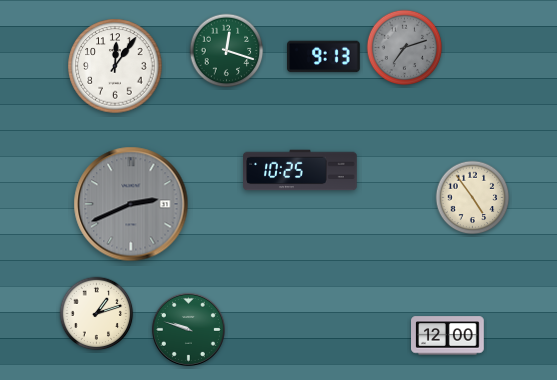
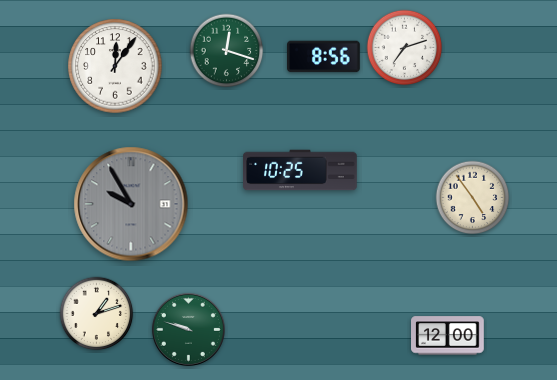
clock at (405, 48) dial: grey -> white
clock at (324, 57): 9:13 -> 8:56
clock at (131, 204): 2:41 -> 9:55
